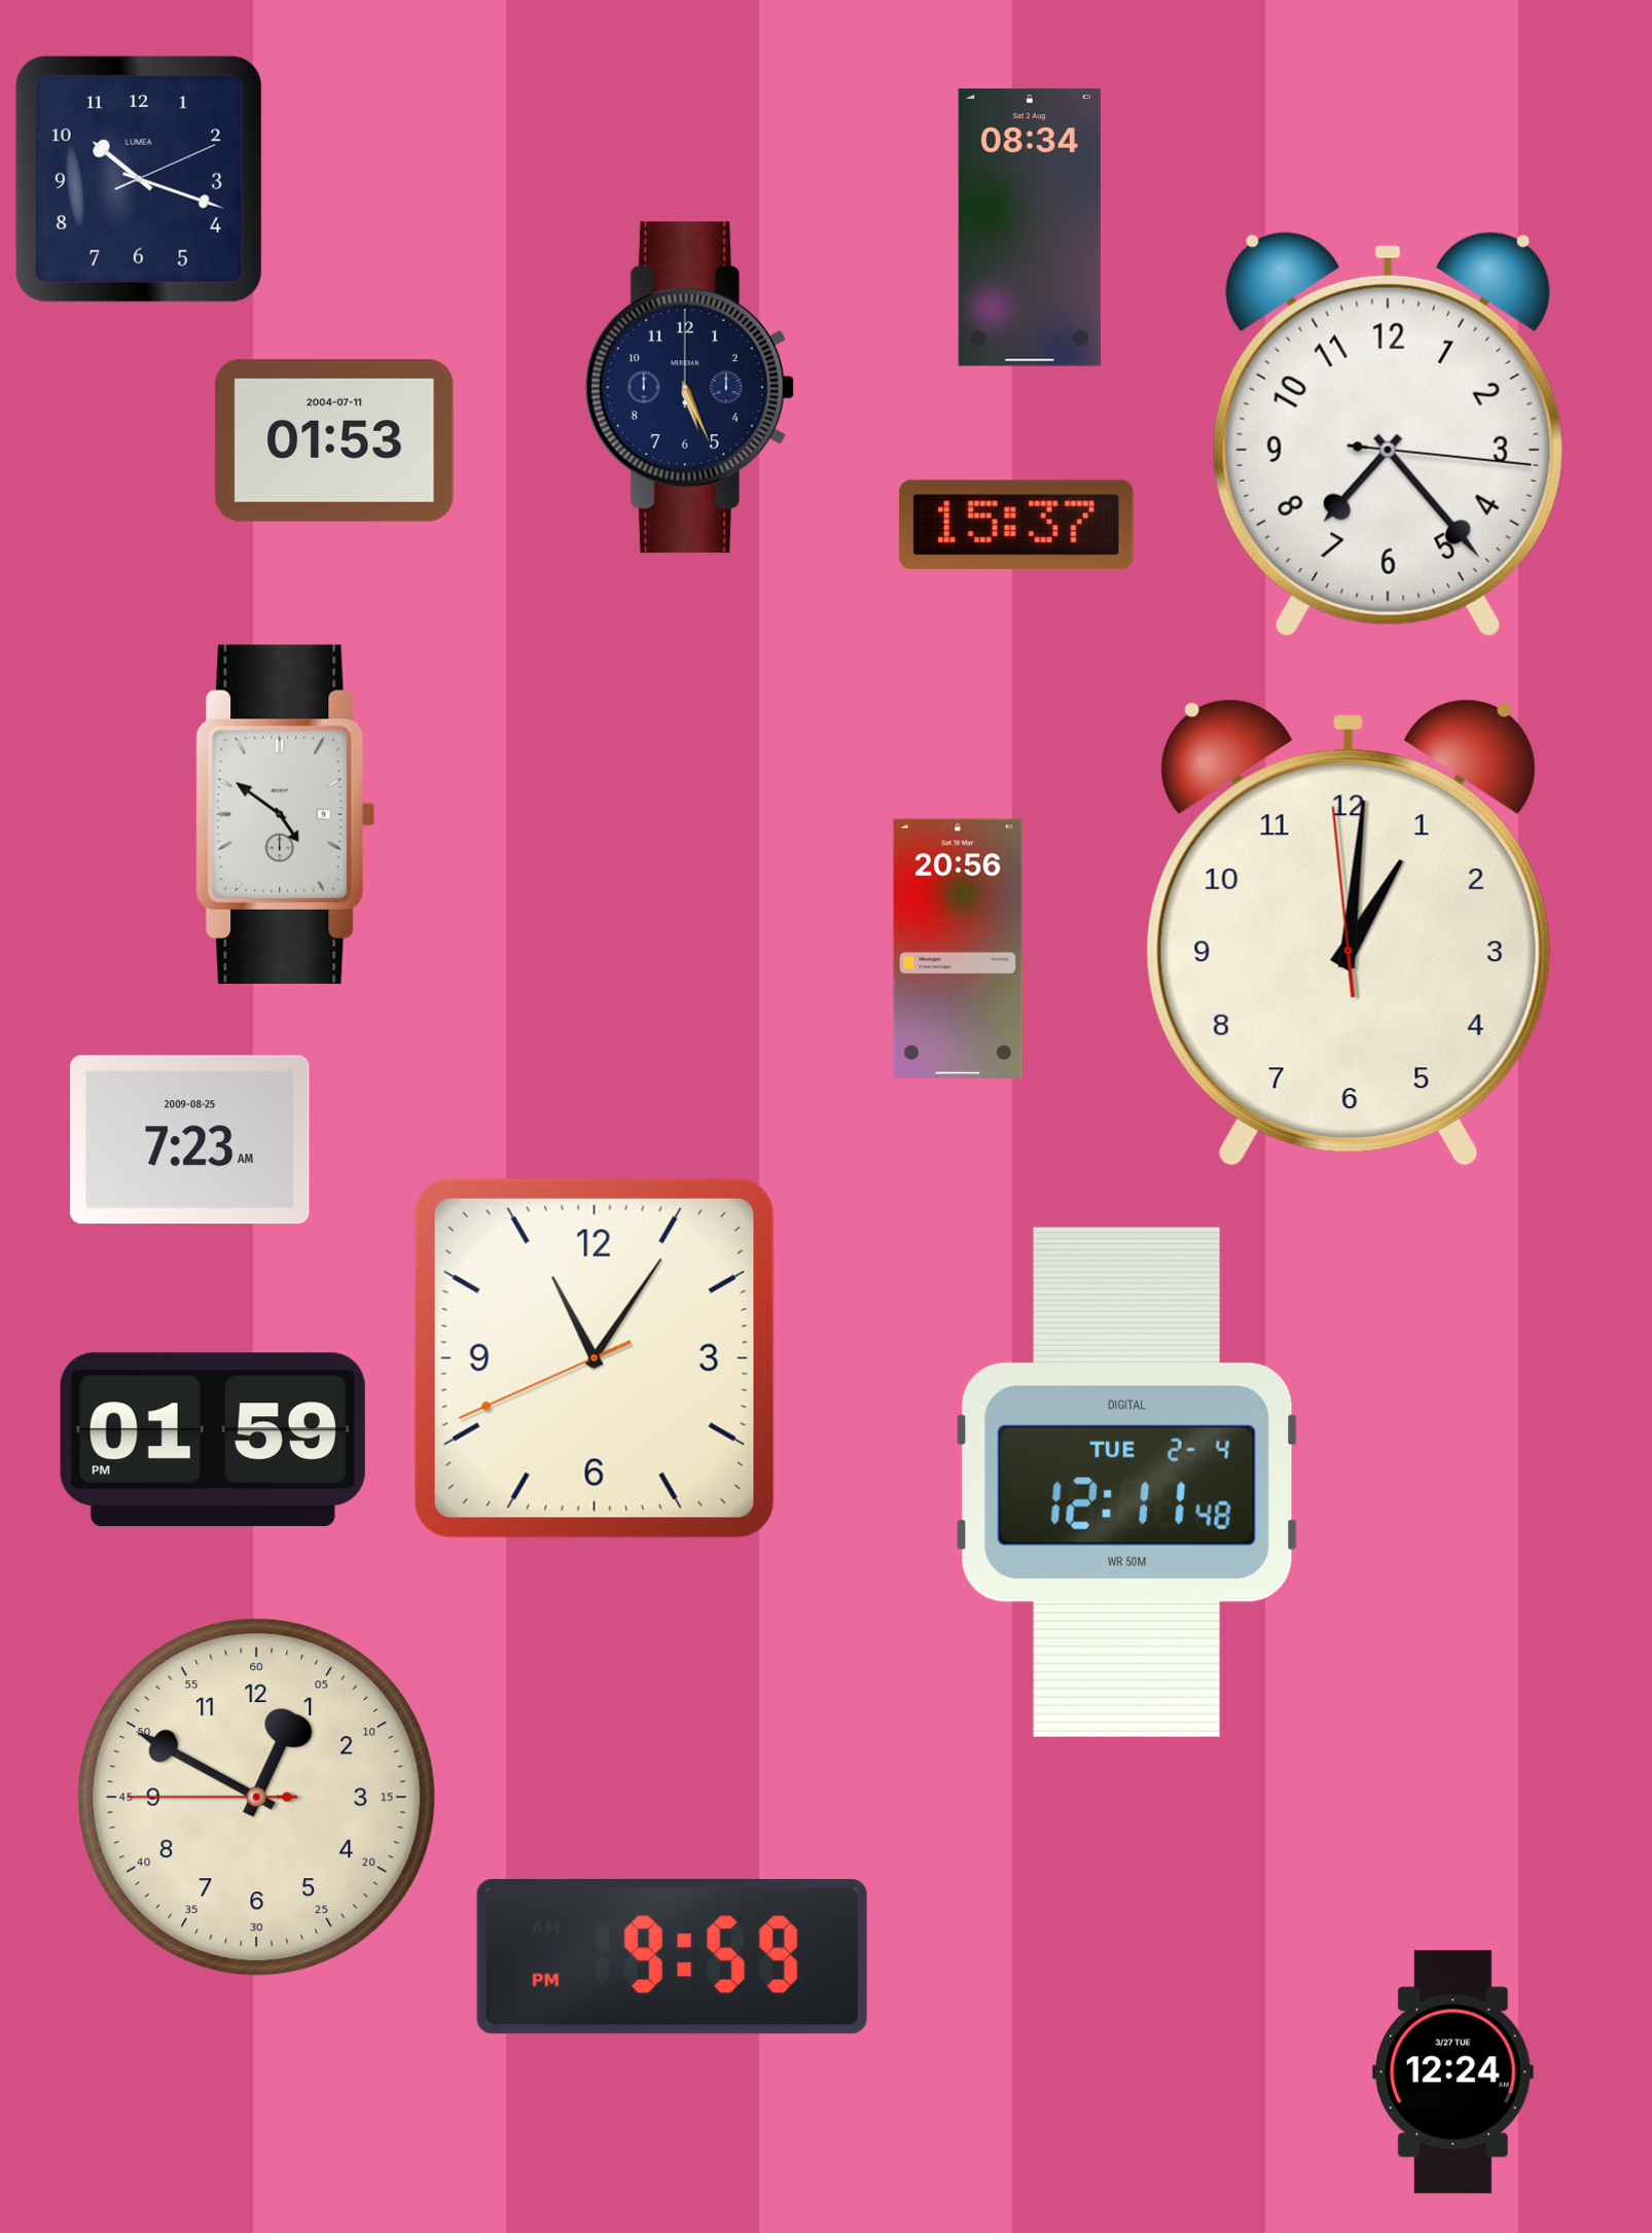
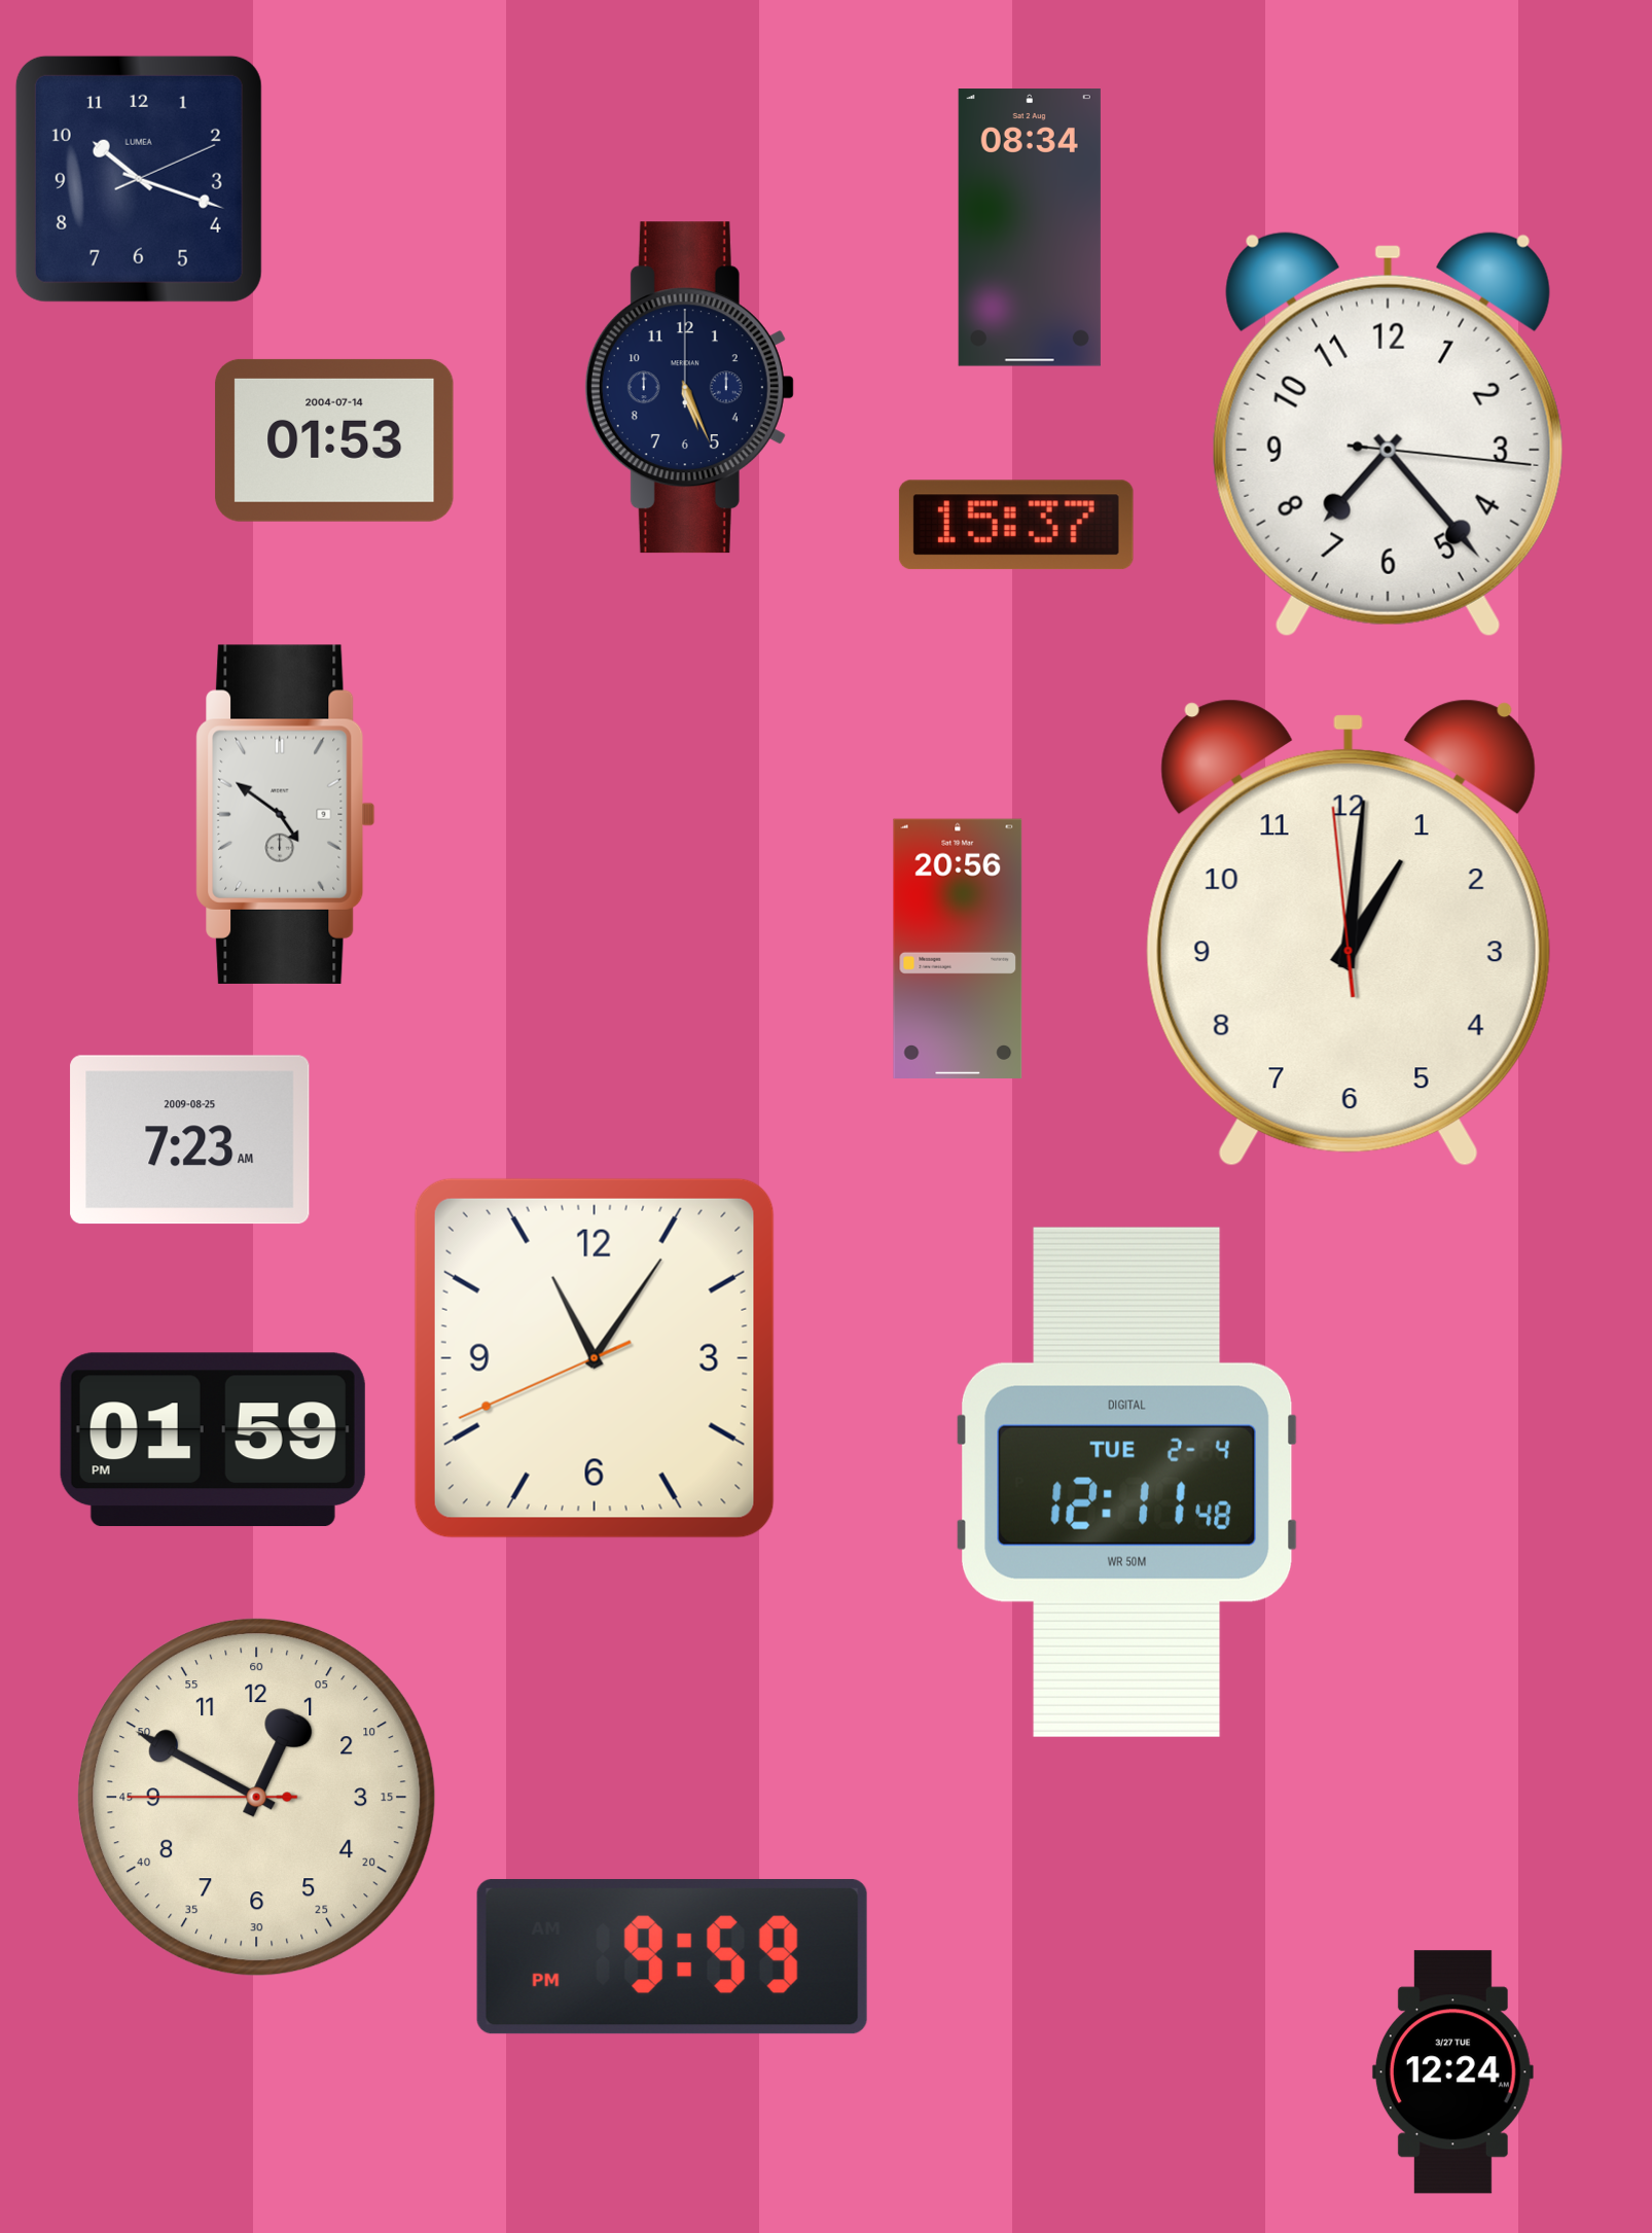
clock at (334, 440) date: 2004-07-11 -> 2004-07-14
